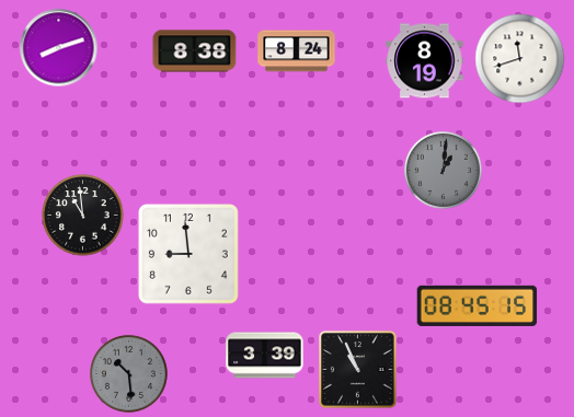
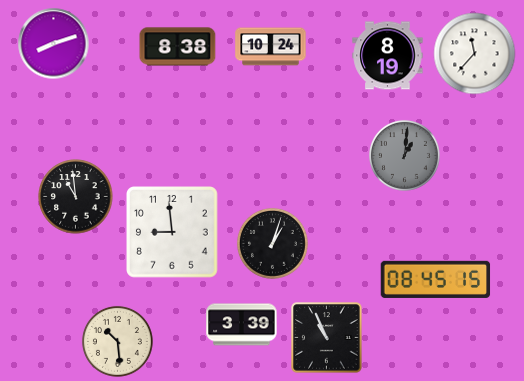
clock at (297, 51): 8:24 -> 10:24
clock at (520, 59): 11:42 -> 11:37
clock at (272, 243): none -> 1:03
clock at (128, 373) dial: grey -> cream
